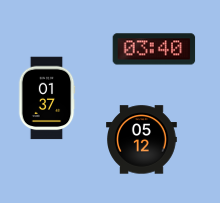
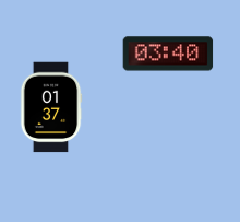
clock at (142, 140): 05:12 -> none
